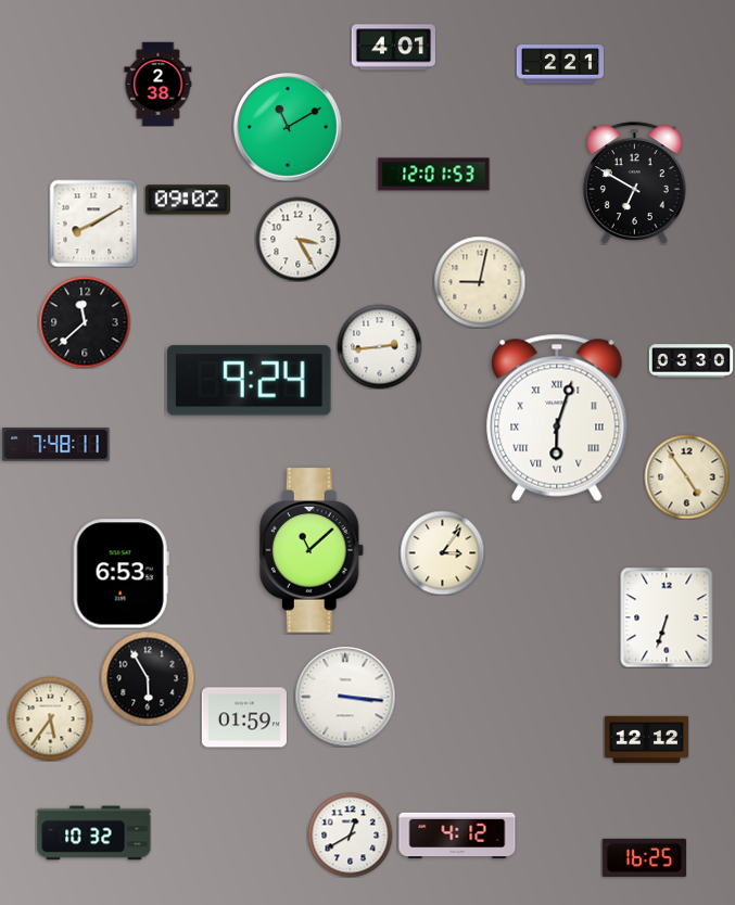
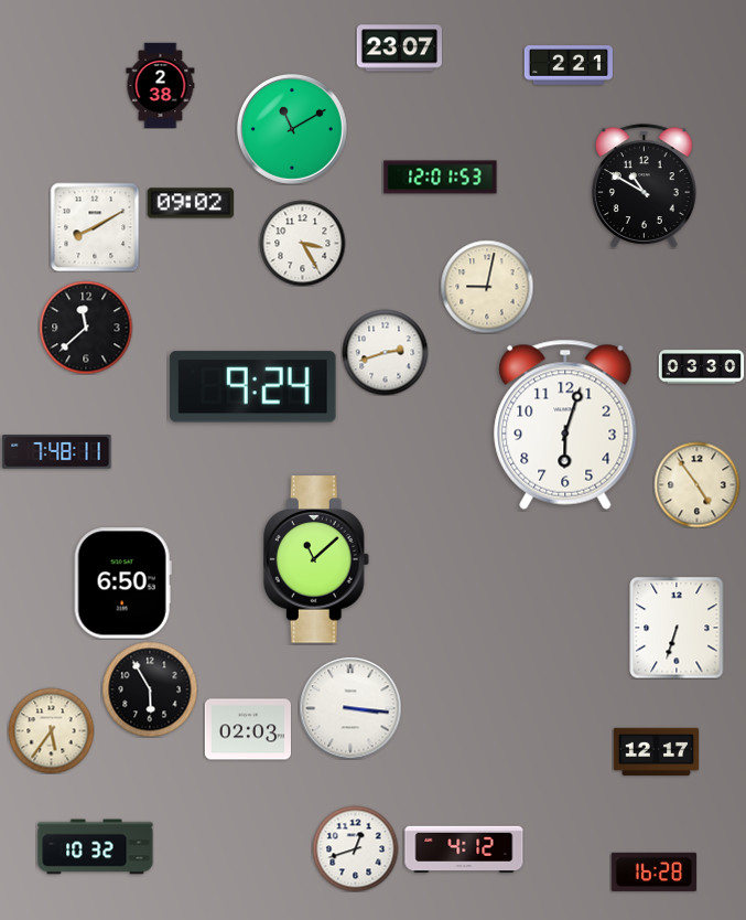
clock at (393, 48): 4:01 -> 23:07
clock at (635, 183): 6:50 -> 10:50
clock at (379, 346): 2:44 -> 2:42
clock at (557, 418) numerals: Roman -> Arabic
clock at (442, 552): 3:06 -> none
clock at (121, 574): 6:53 -> 6:50
clock at (243, 717): 01:59 -> 02:03
clock at (646, 740): 12:12 -> 12:17
clock at (350, 834): 12:40 -> 12:42
clock at (644, 857): 16:25 -> 16:28
